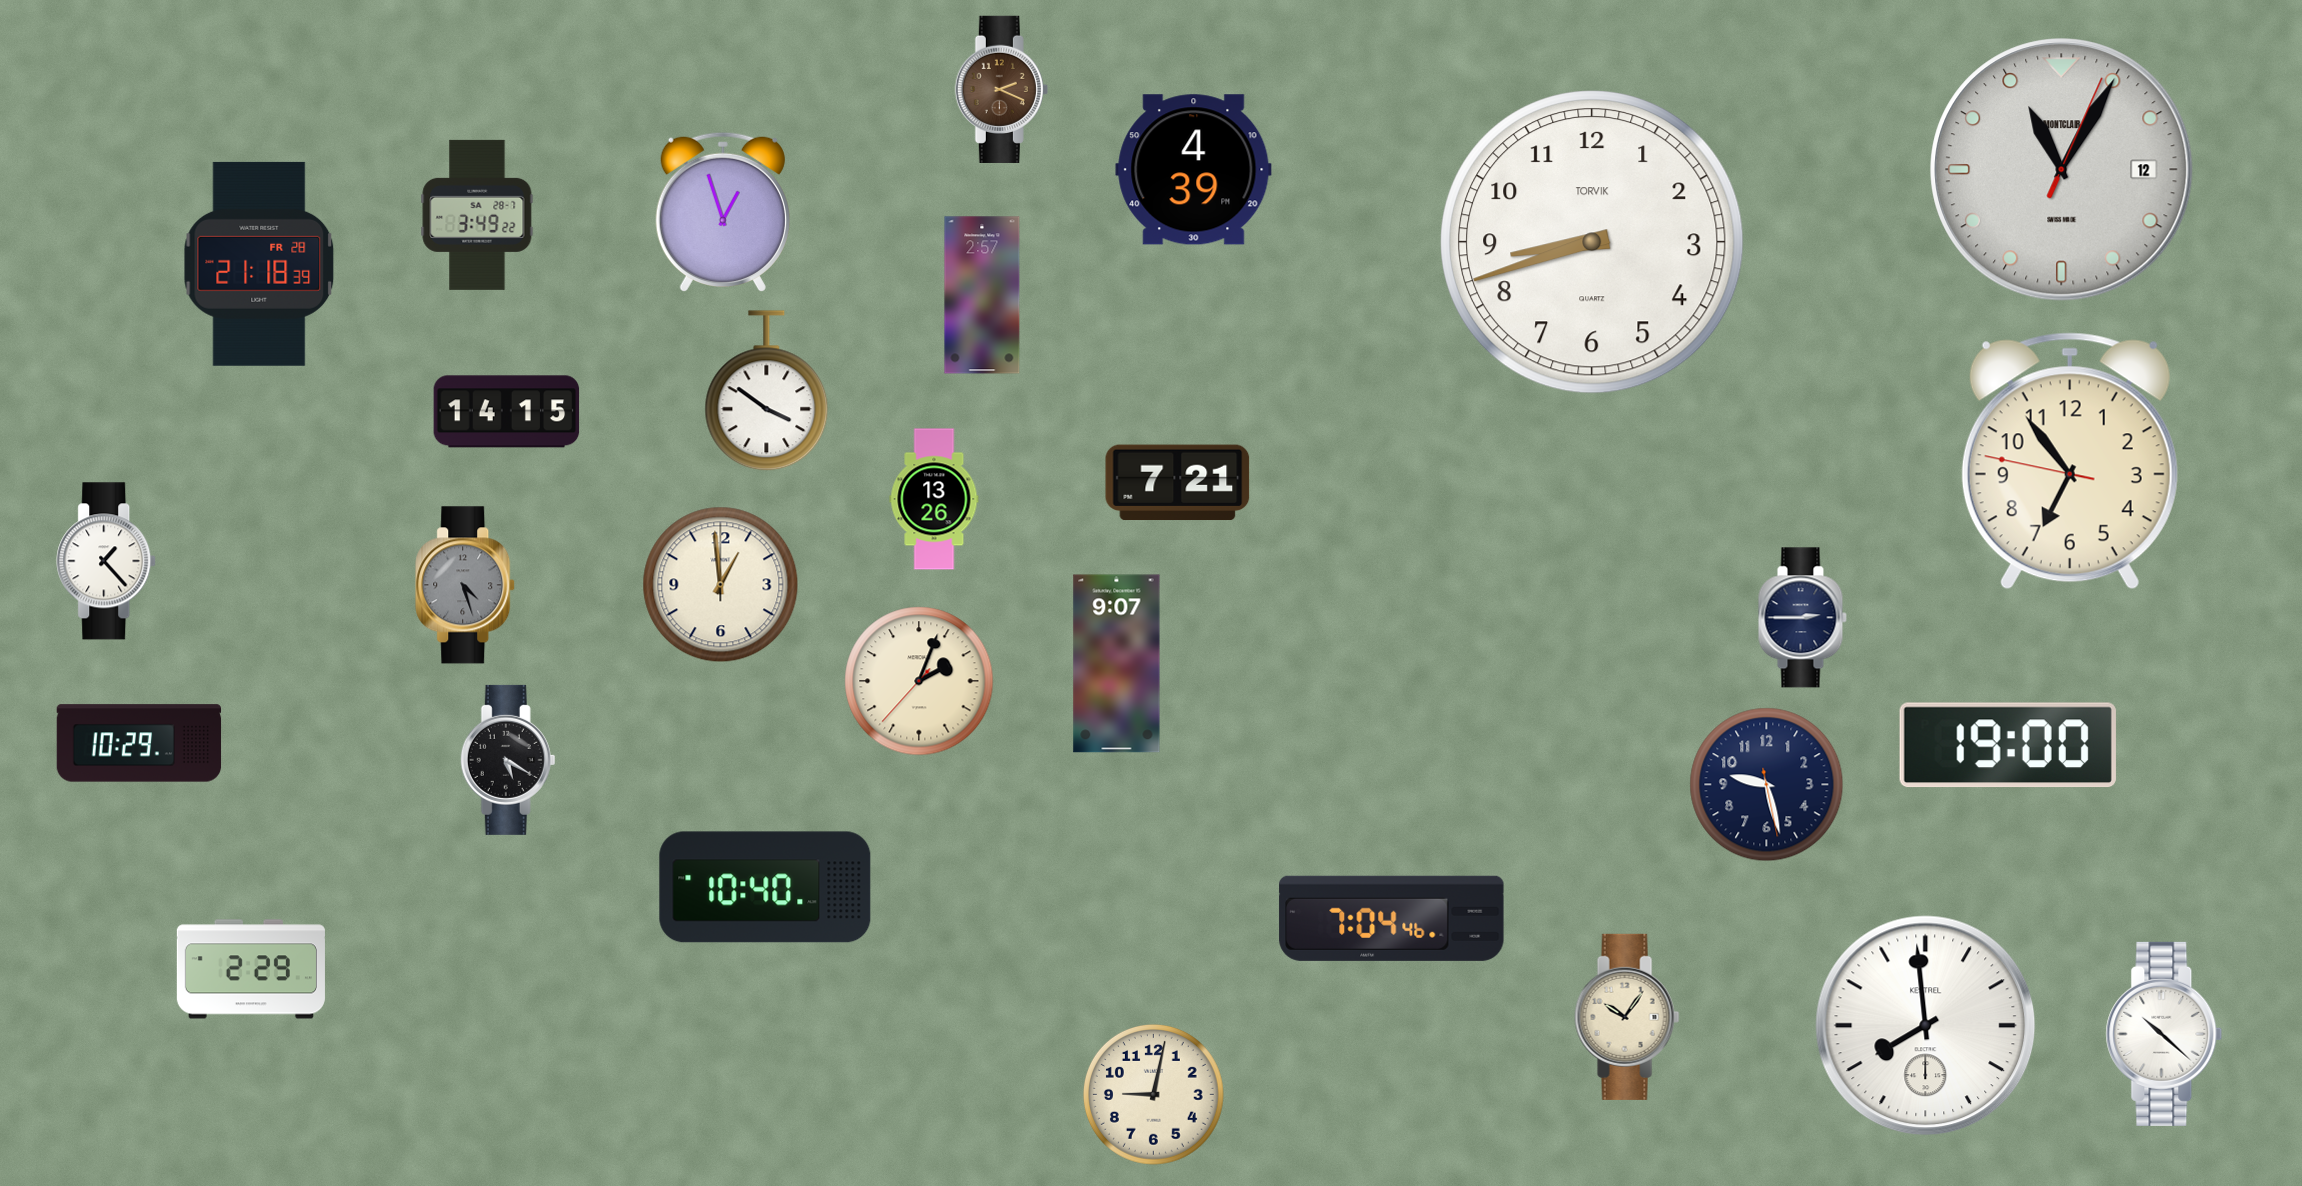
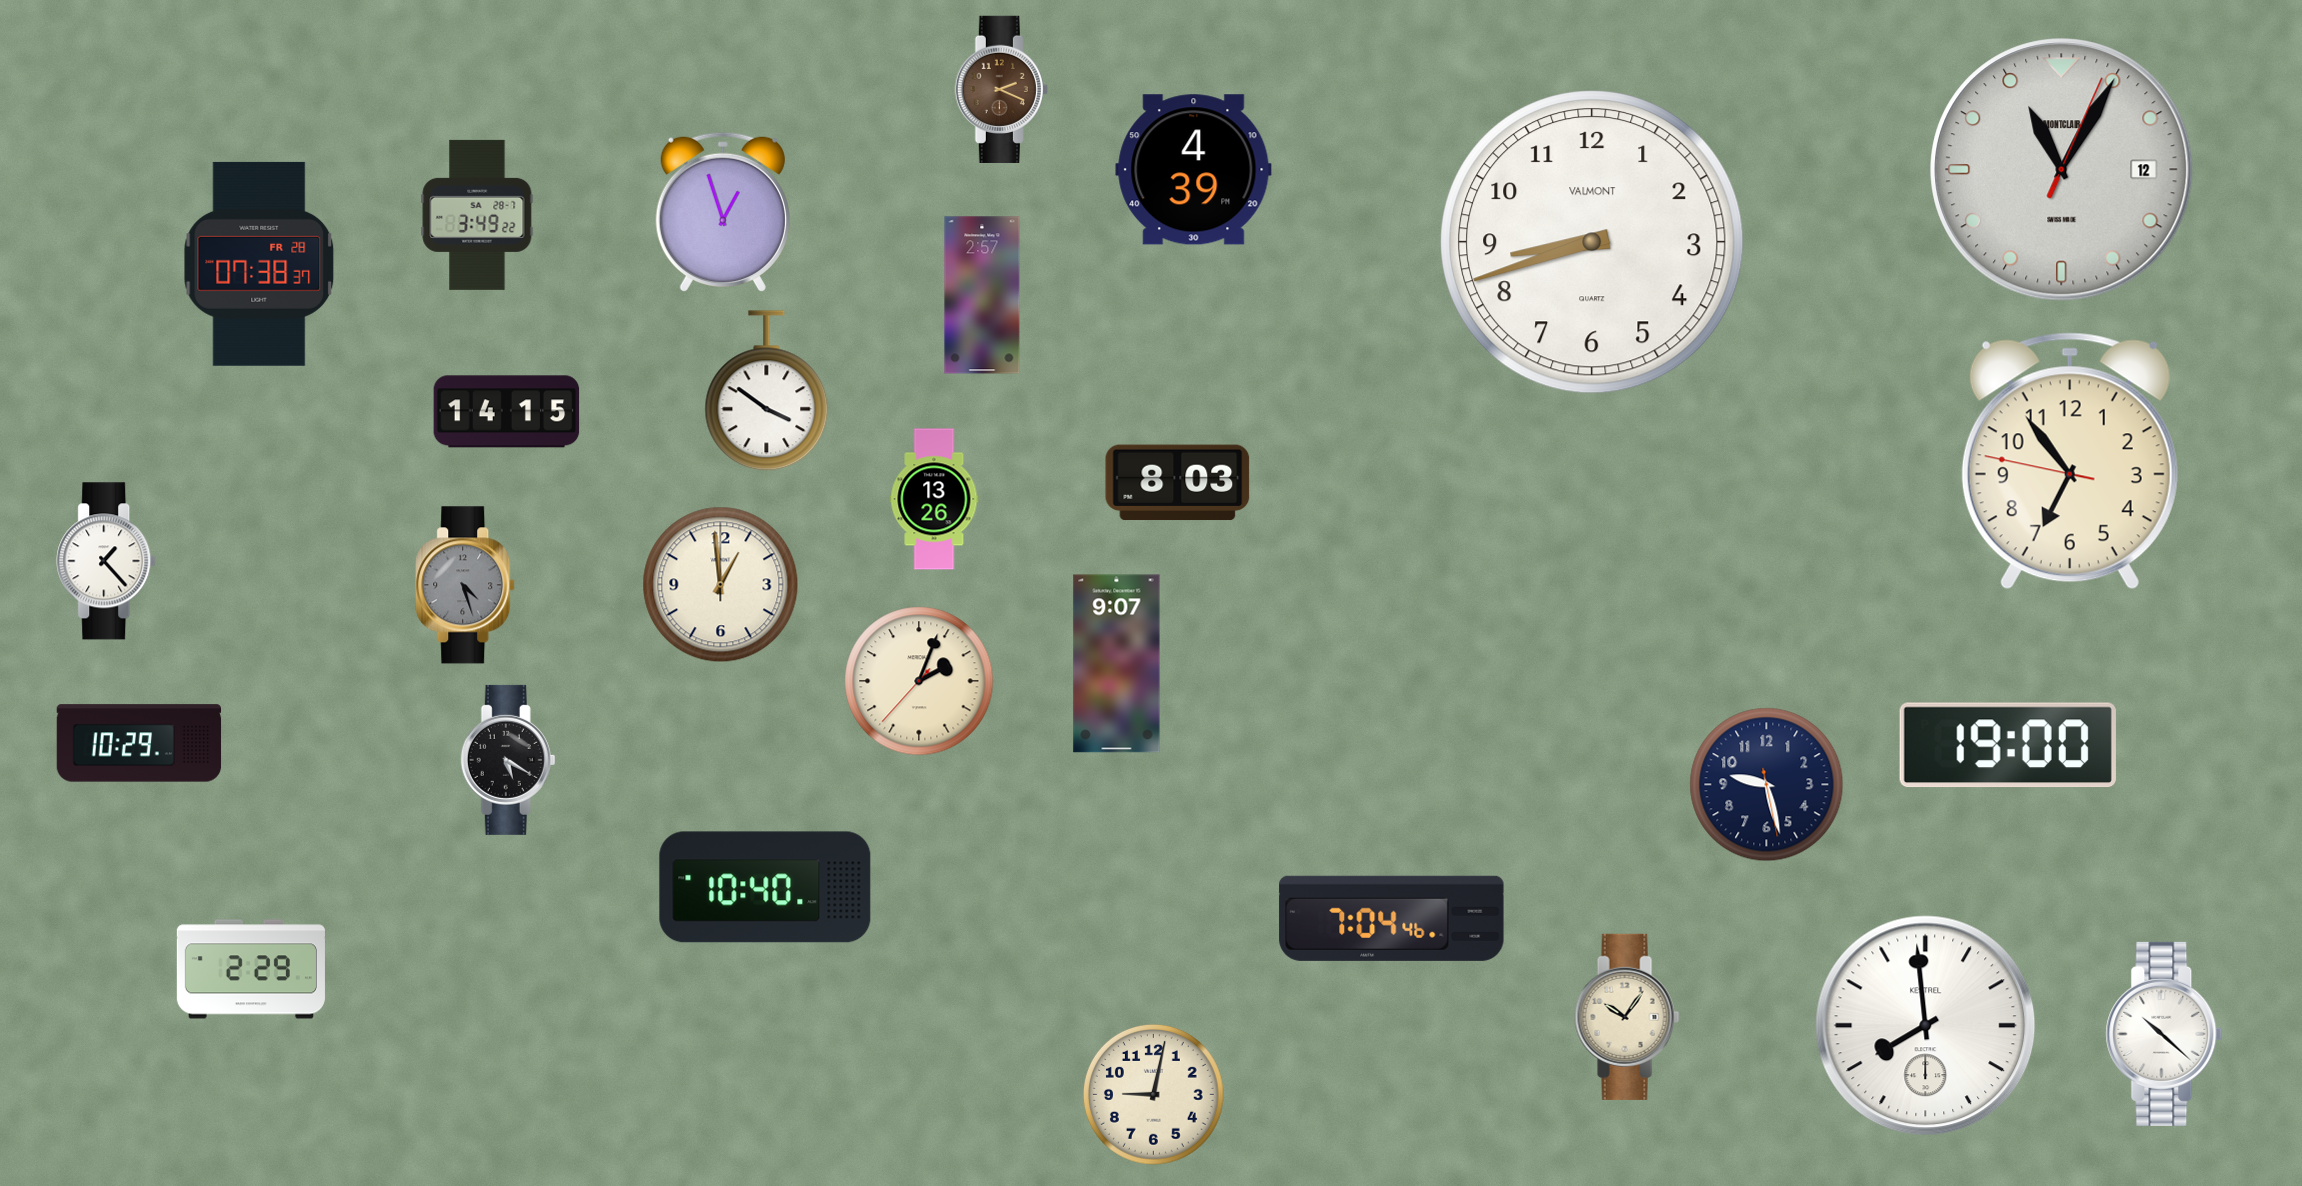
clock at (1593, 243) brand: TORVIK -> VALMONT
clock at (259, 264): 21:18 -> 07:38
clock at (1178, 483): 7:21 -> 8:03
clock at (1802, 618): 2:45 -> none
